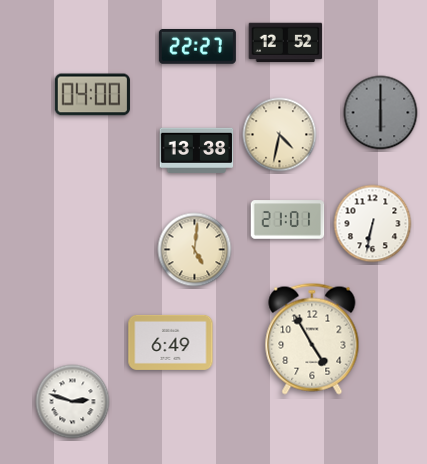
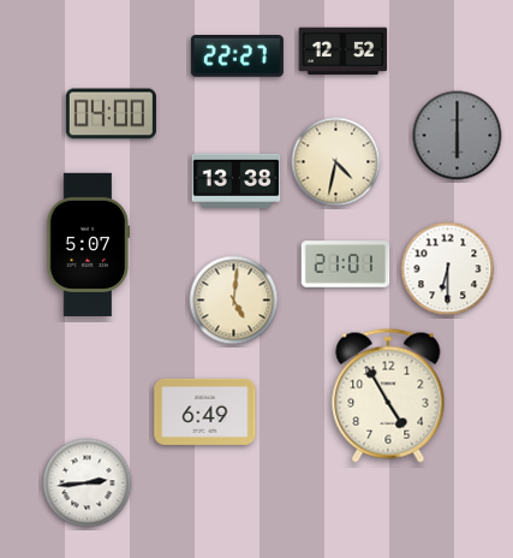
clock at (88, 244): none -> 5:07
clock at (373, 224): 6:32 -> 6:30
clock at (312, 339) position: (312, 339) -> (388, 396)
clock at (73, 402): 2:48 -> 2:44
